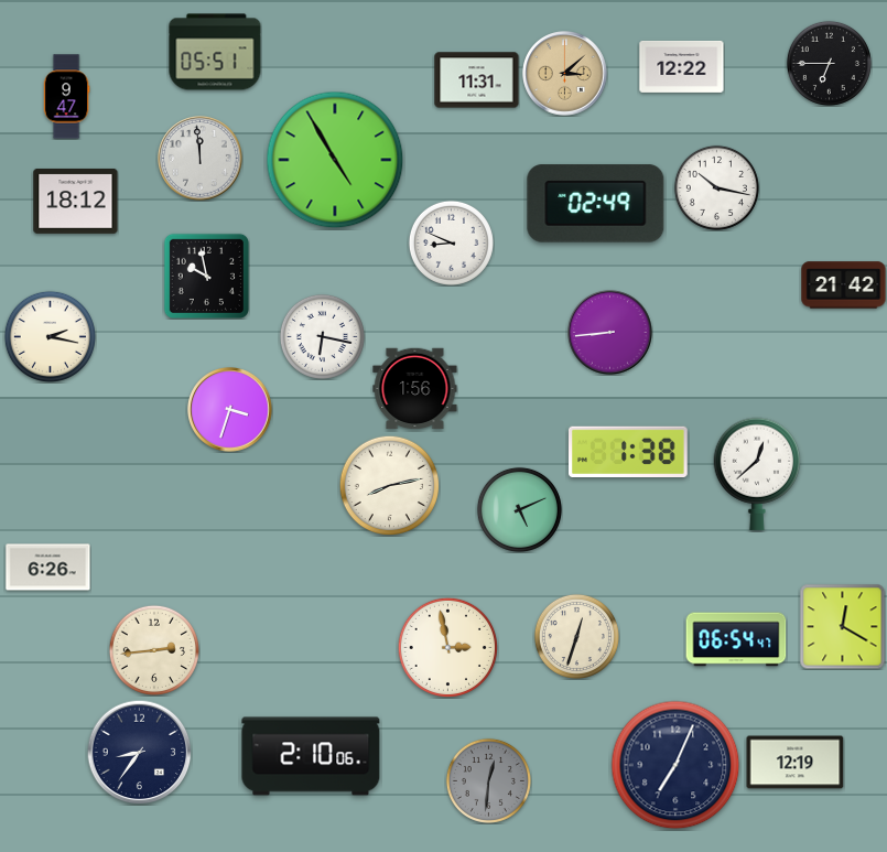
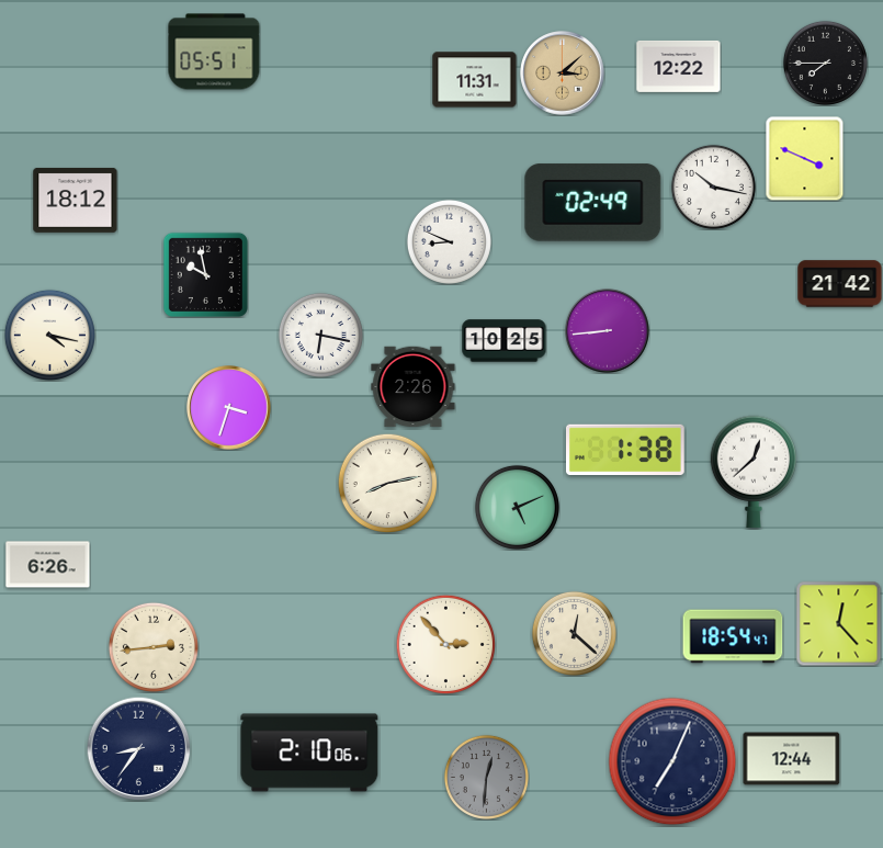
clock at (829, 63): 6:45 -> 7:45
clock at (66, 97): 9:47 -> none
clock at (201, 159): 11:59 -> none
clock at (805, 158): none -> 3:49
clock at (335, 160): 4:55 -> none
clock at (50, 336): 2:17 -> 4:17
clock at (505, 341): none -> 10:25
clock at (415, 389): 1:56 -> 2:26
clock at (842, 626): 12:20 -> 12:23
clock at (576, 636): 12:33 -> 12:22
clock at (736, 639): 06:54 -> 18:54
clock at (447, 647): 2:58 -> 2:53
clock at (796, 763): 12:19 -> 12:44
